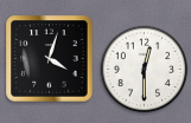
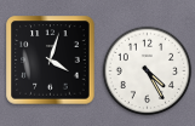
clock at (145, 70): 12:30 -> 4:25
